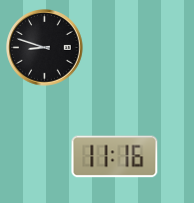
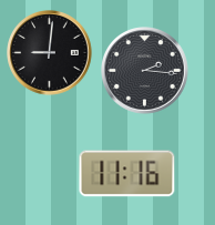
clock at (45, 48): 8:48 -> 9:01
clock at (145, 71): none -> 2:16
